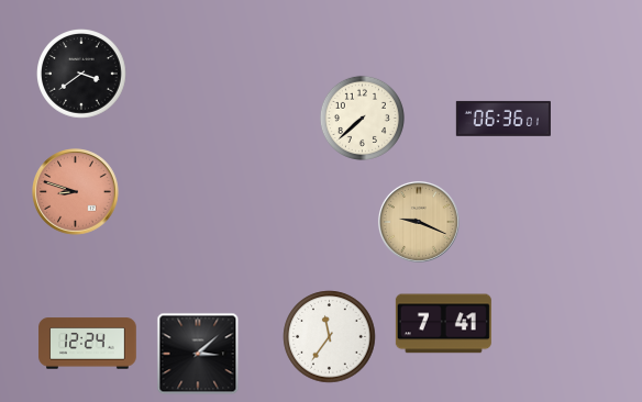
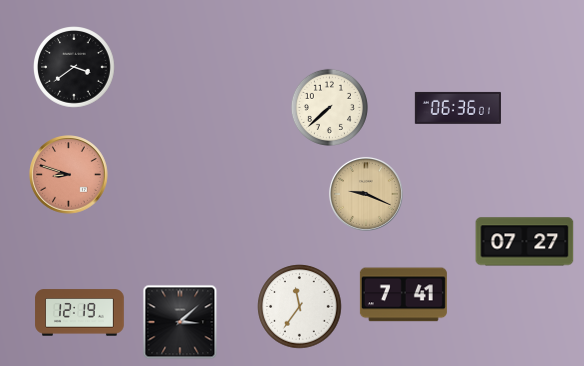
clock at (419, 222) position: (419, 222) -> (366, 194)
clock at (525, 242): none -> 07:27
clock at (88, 344): 12:24 -> 12:19
